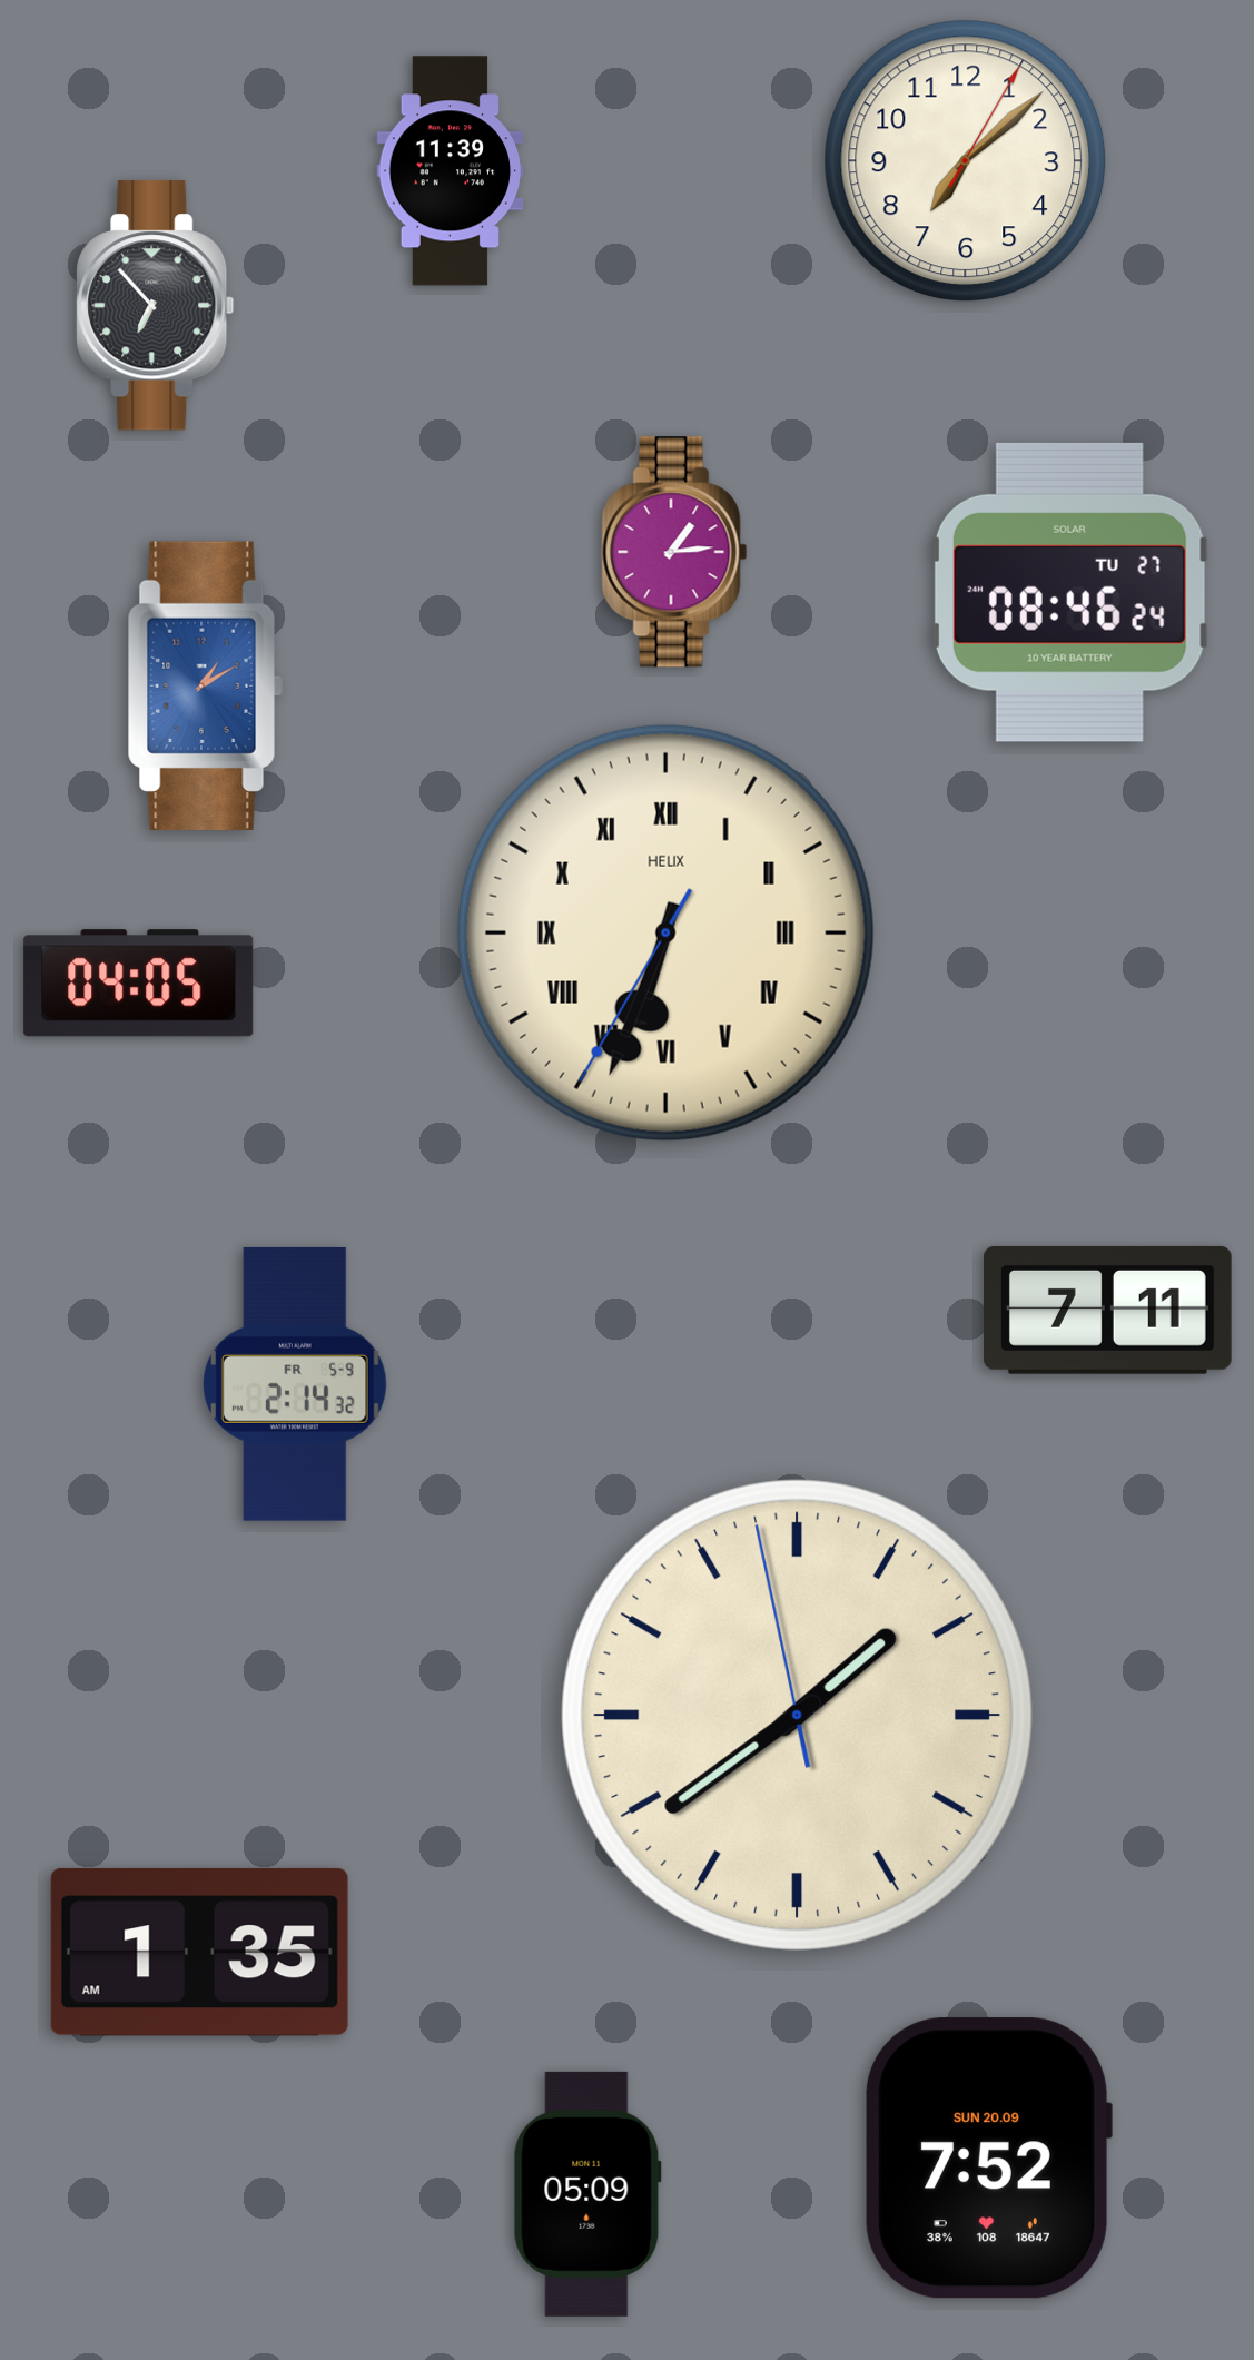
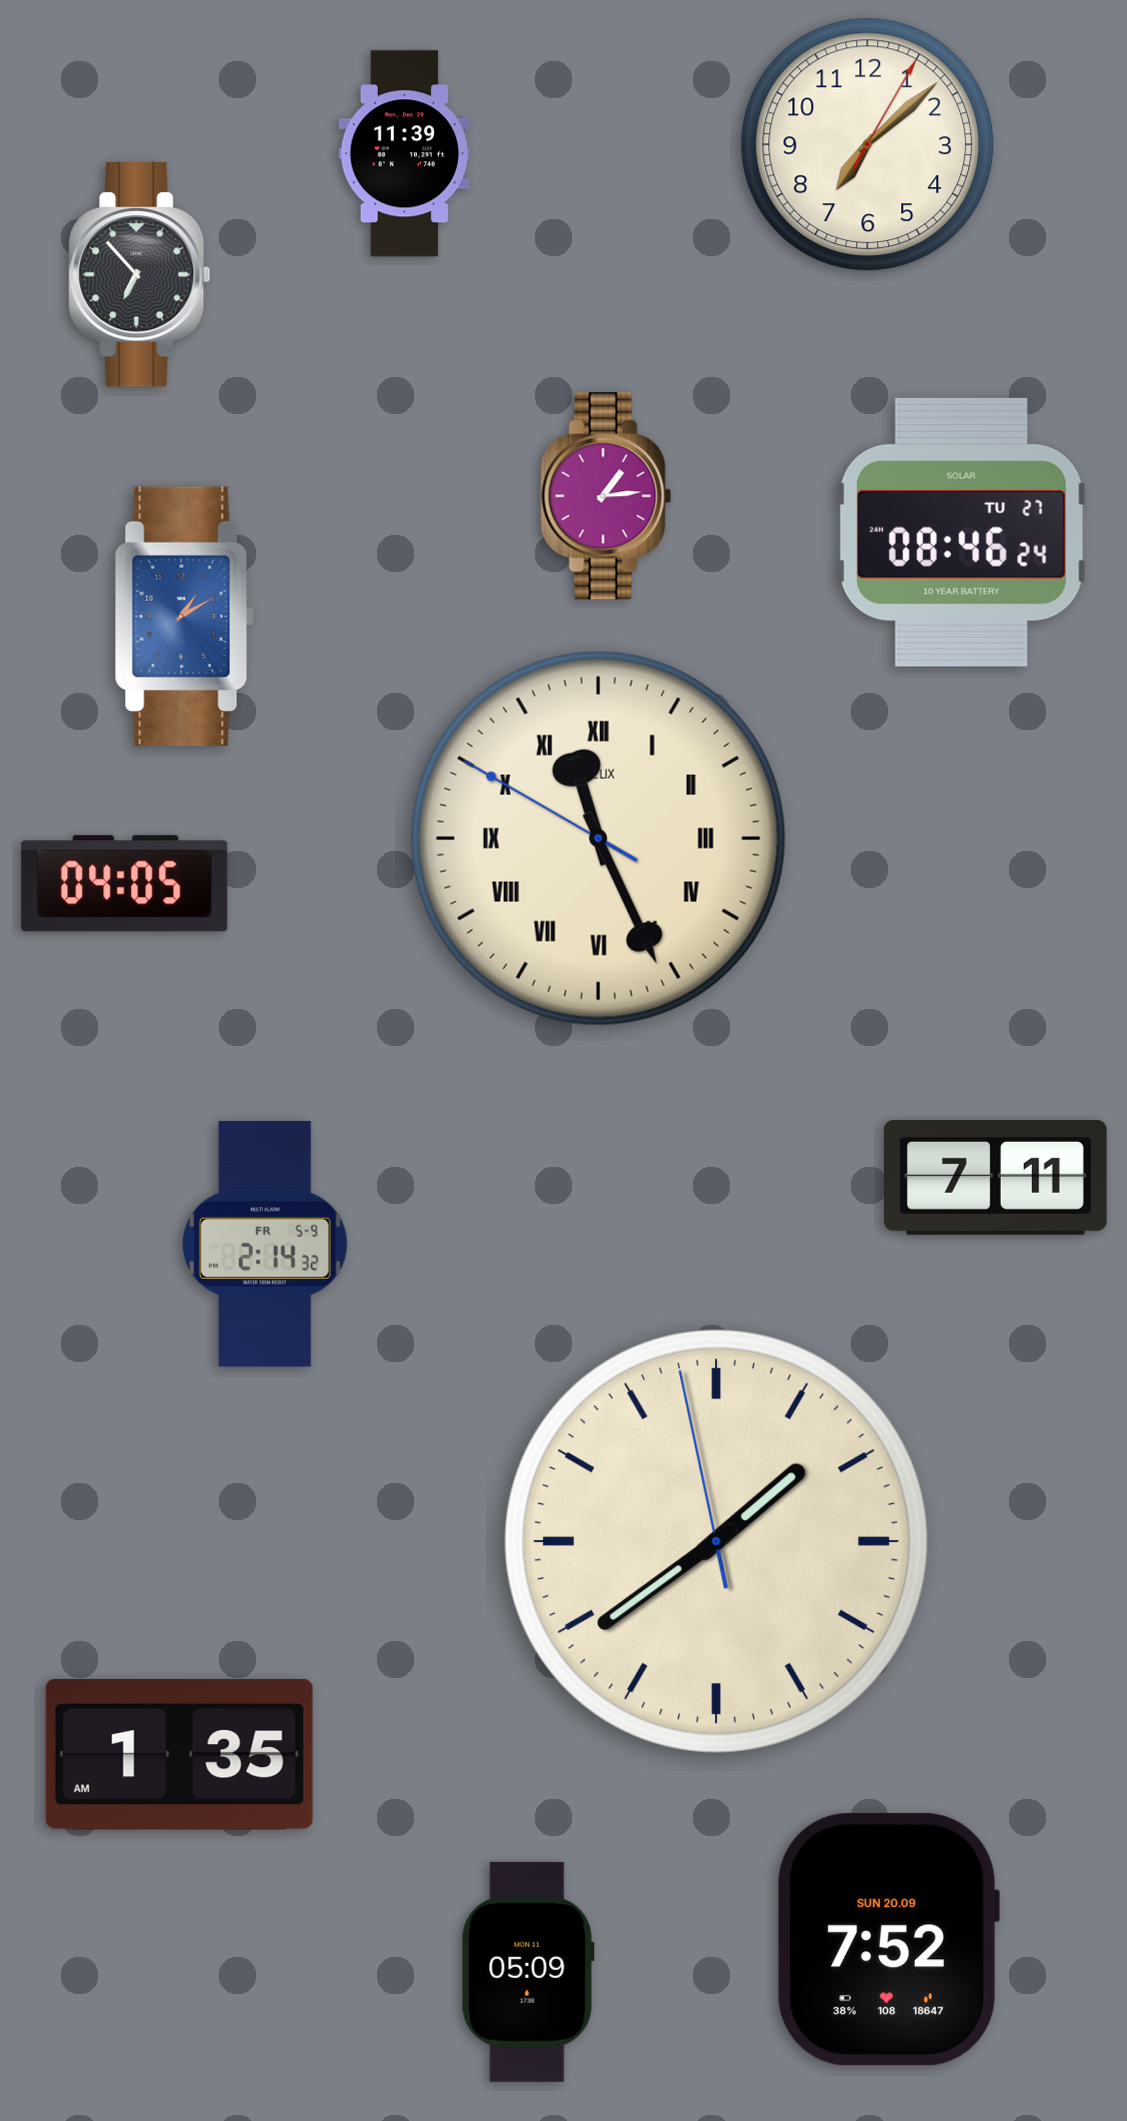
clock at (665, 932): 6:33 -> 11:25
